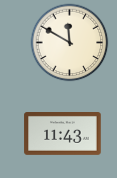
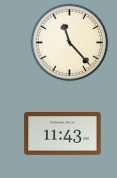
clock at (69, 42): 11:50 -> 11:23
